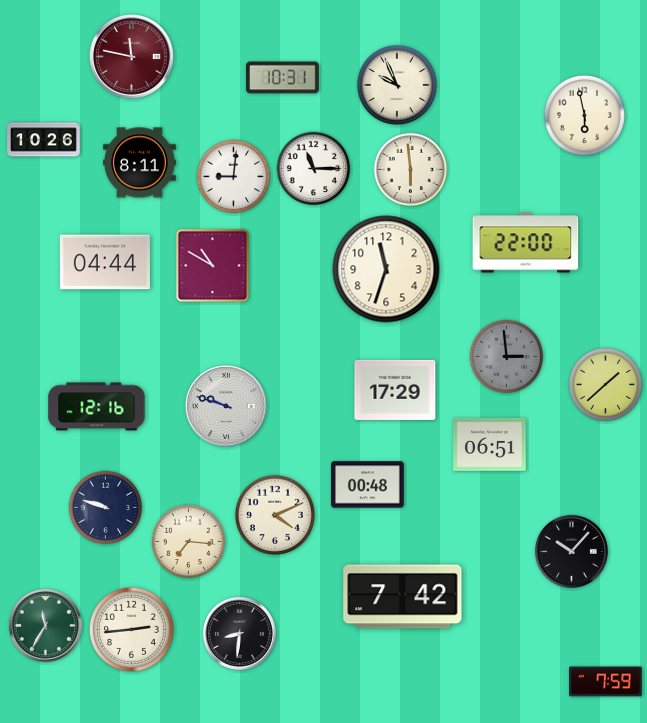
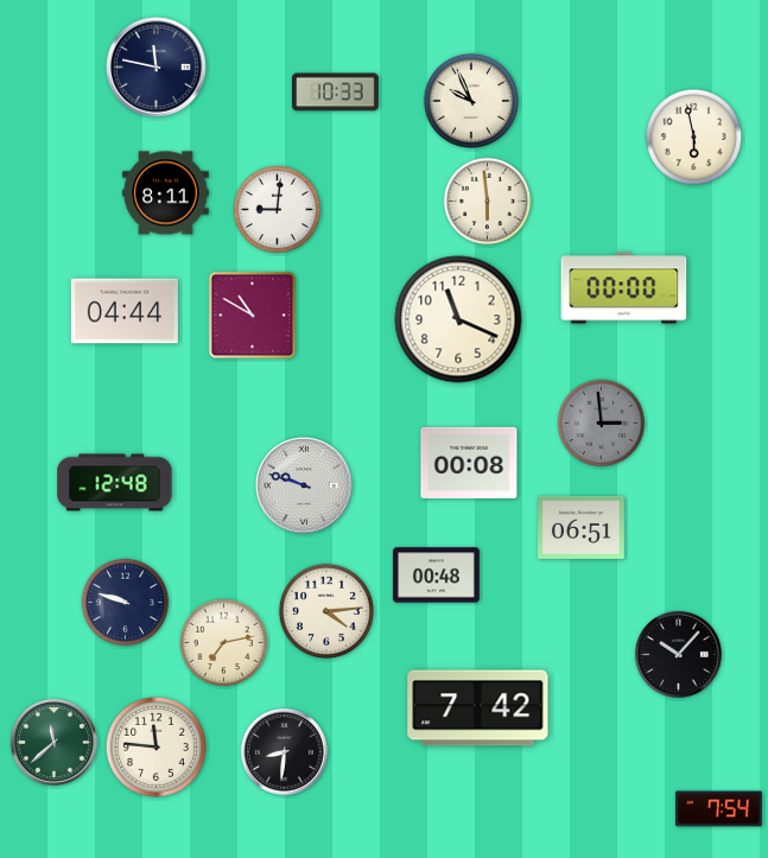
clock at (132, 57) dial: burgundy -> navy
clock at (283, 78): 10:31 -> 10:33
clock at (44, 140): 10:26 -> none
clock at (314, 169): 11:15 -> none
clock at (526, 243): 22:00 -> 00:00
clock at (386, 269): 11:33 -> 11:19
clock at (606, 385): 1:38 -> none
clock at (395, 390): 17:29 -> 00:08
clock at (97, 407): 12:16 -> 12:48
clock at (227, 407) position: (227, 407) -> (305, 487)
clock at (275, 515): 4:11 -> 4:14
clock at (189, 542): 7:16 -> 7:13
clock at (45, 625): 11:35 -> 11:38
clock at (131, 629): 2:44 -> 11:46
clock at (606, 682): 7:59 -> 7:54
